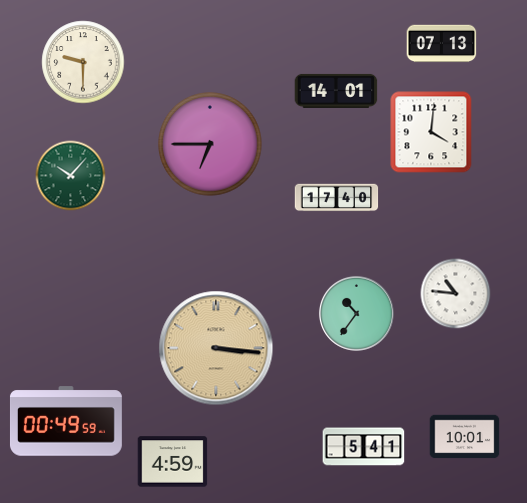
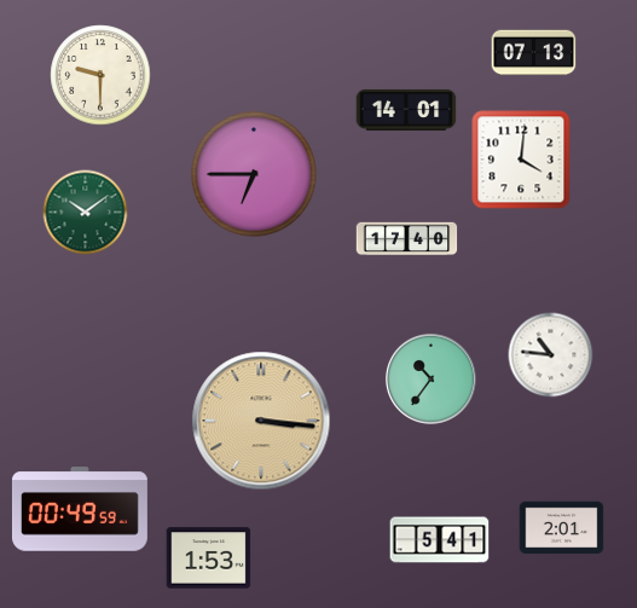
clock at (71, 176): 10:07 -> 10:09
clock at (465, 437): 10:01 -> 2:01
clock at (173, 462): 4:59 -> 1:53
